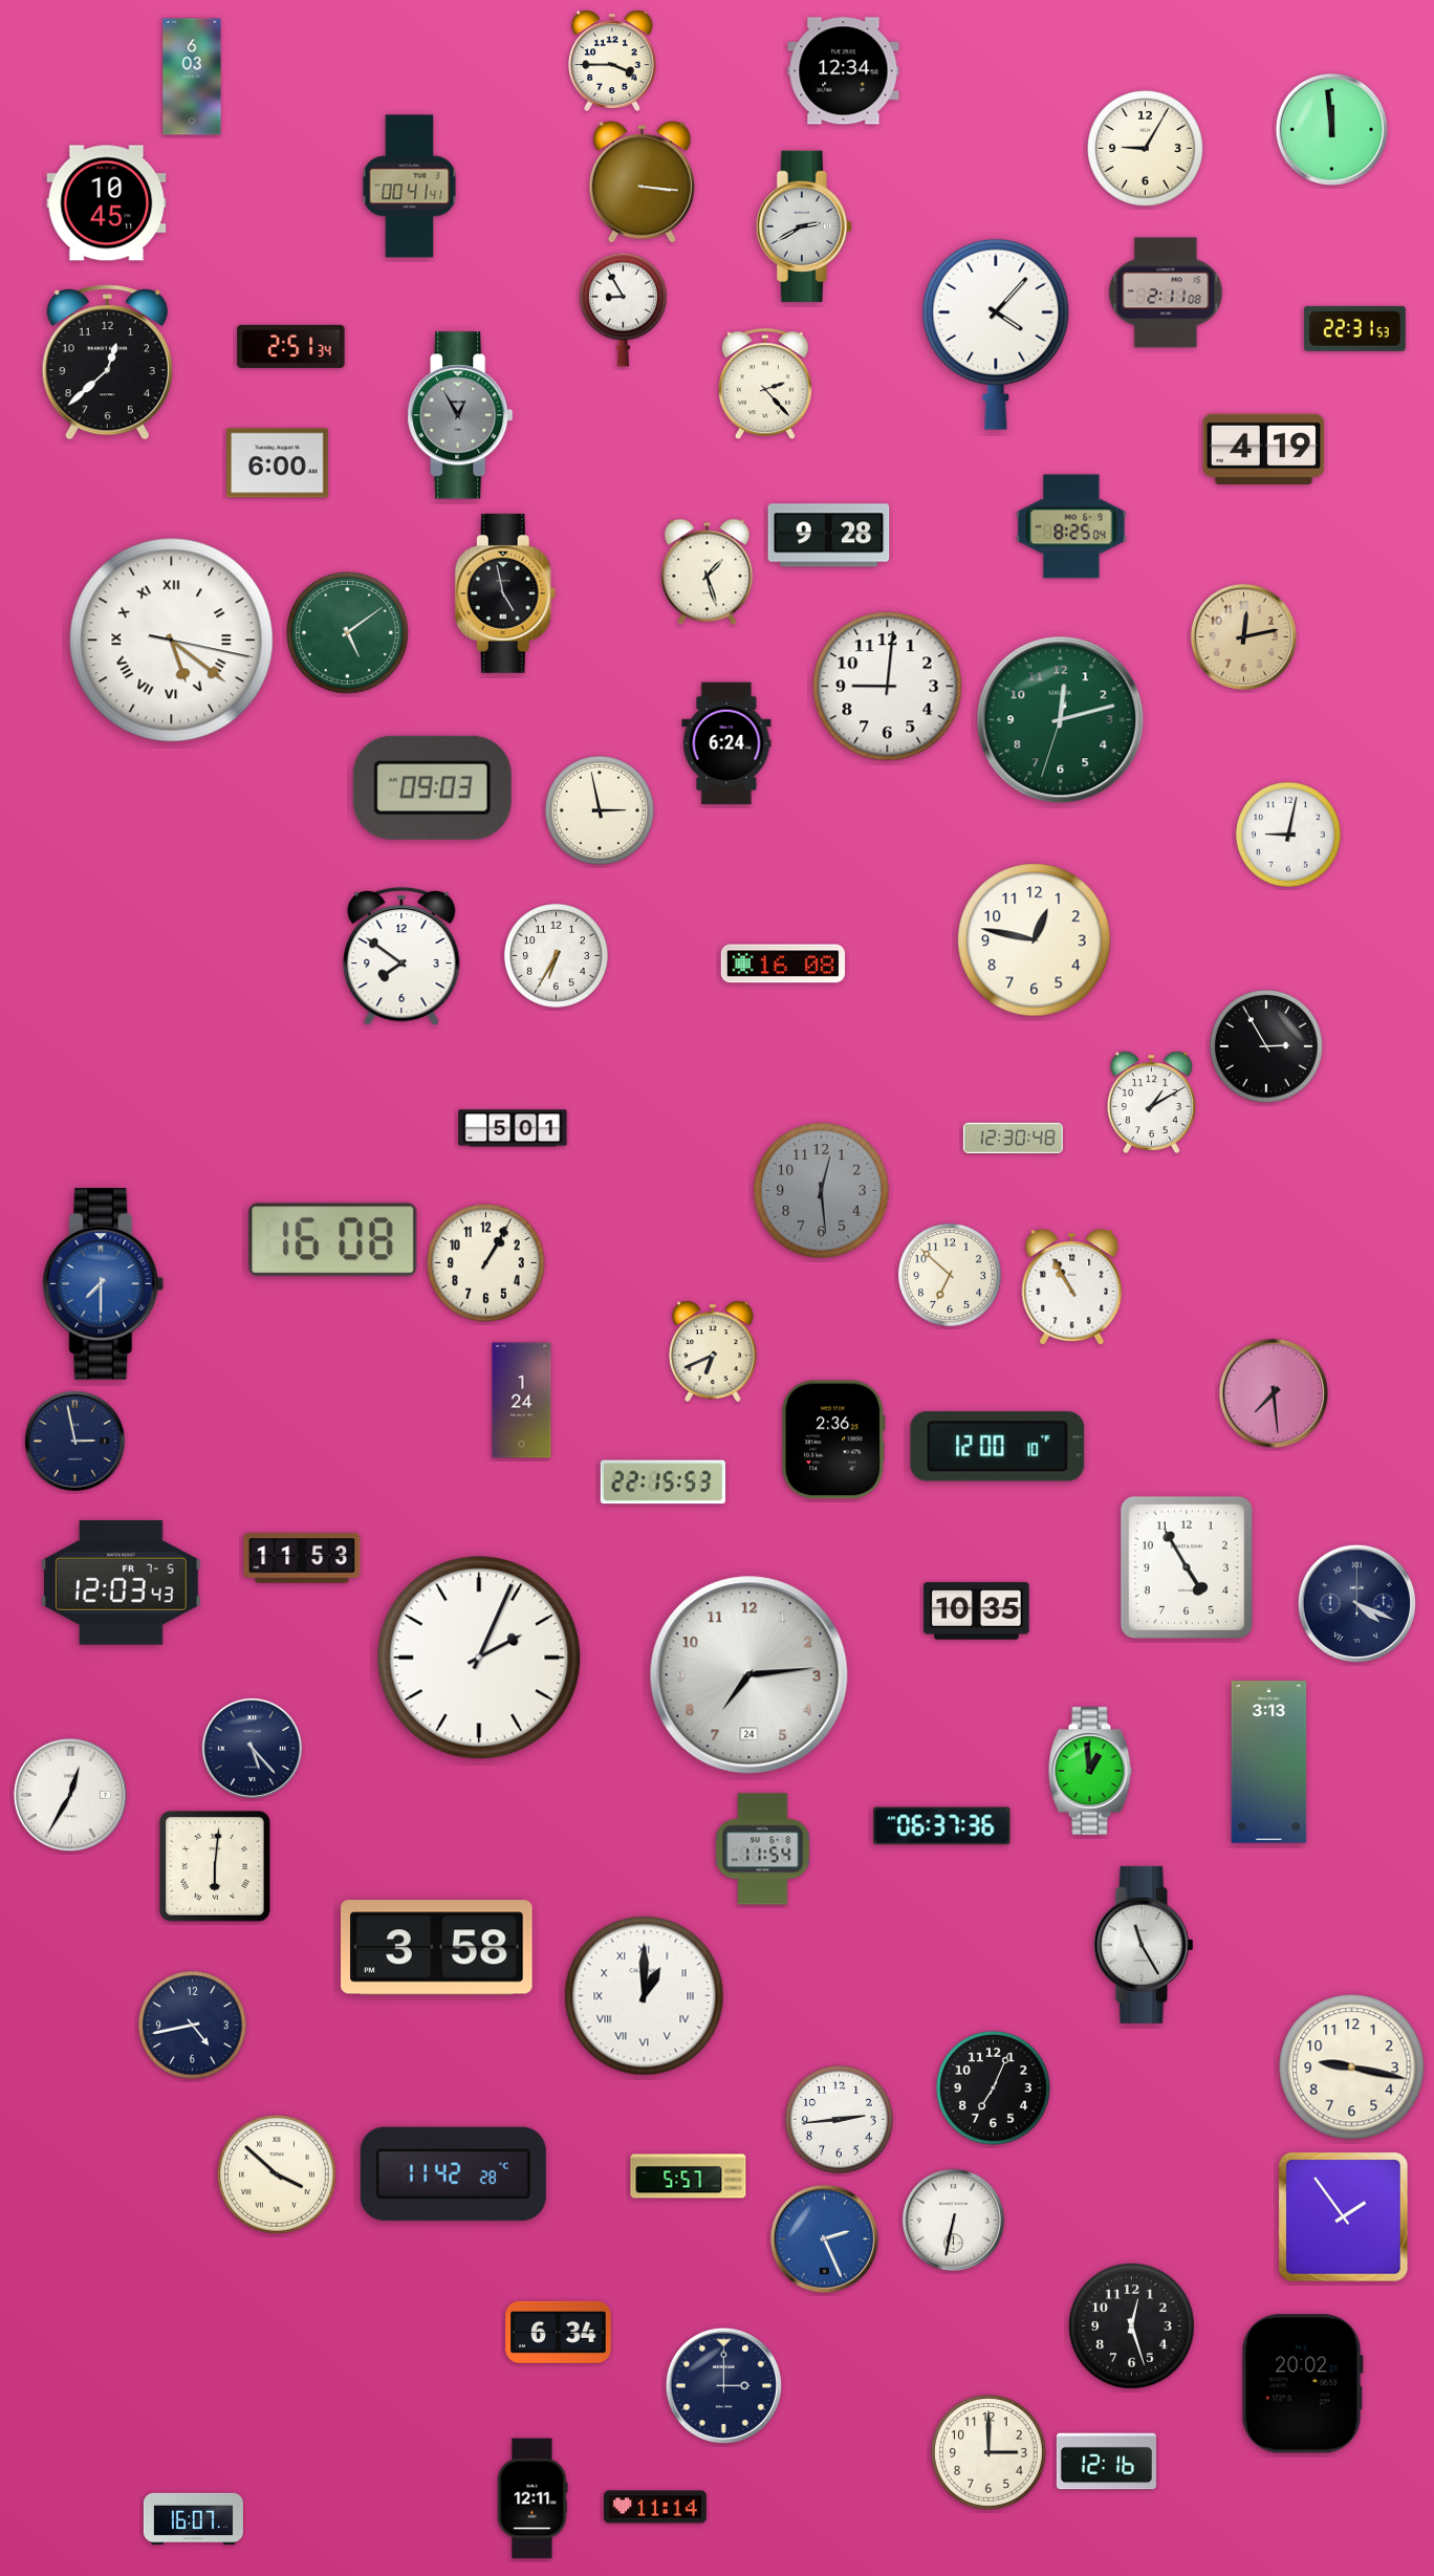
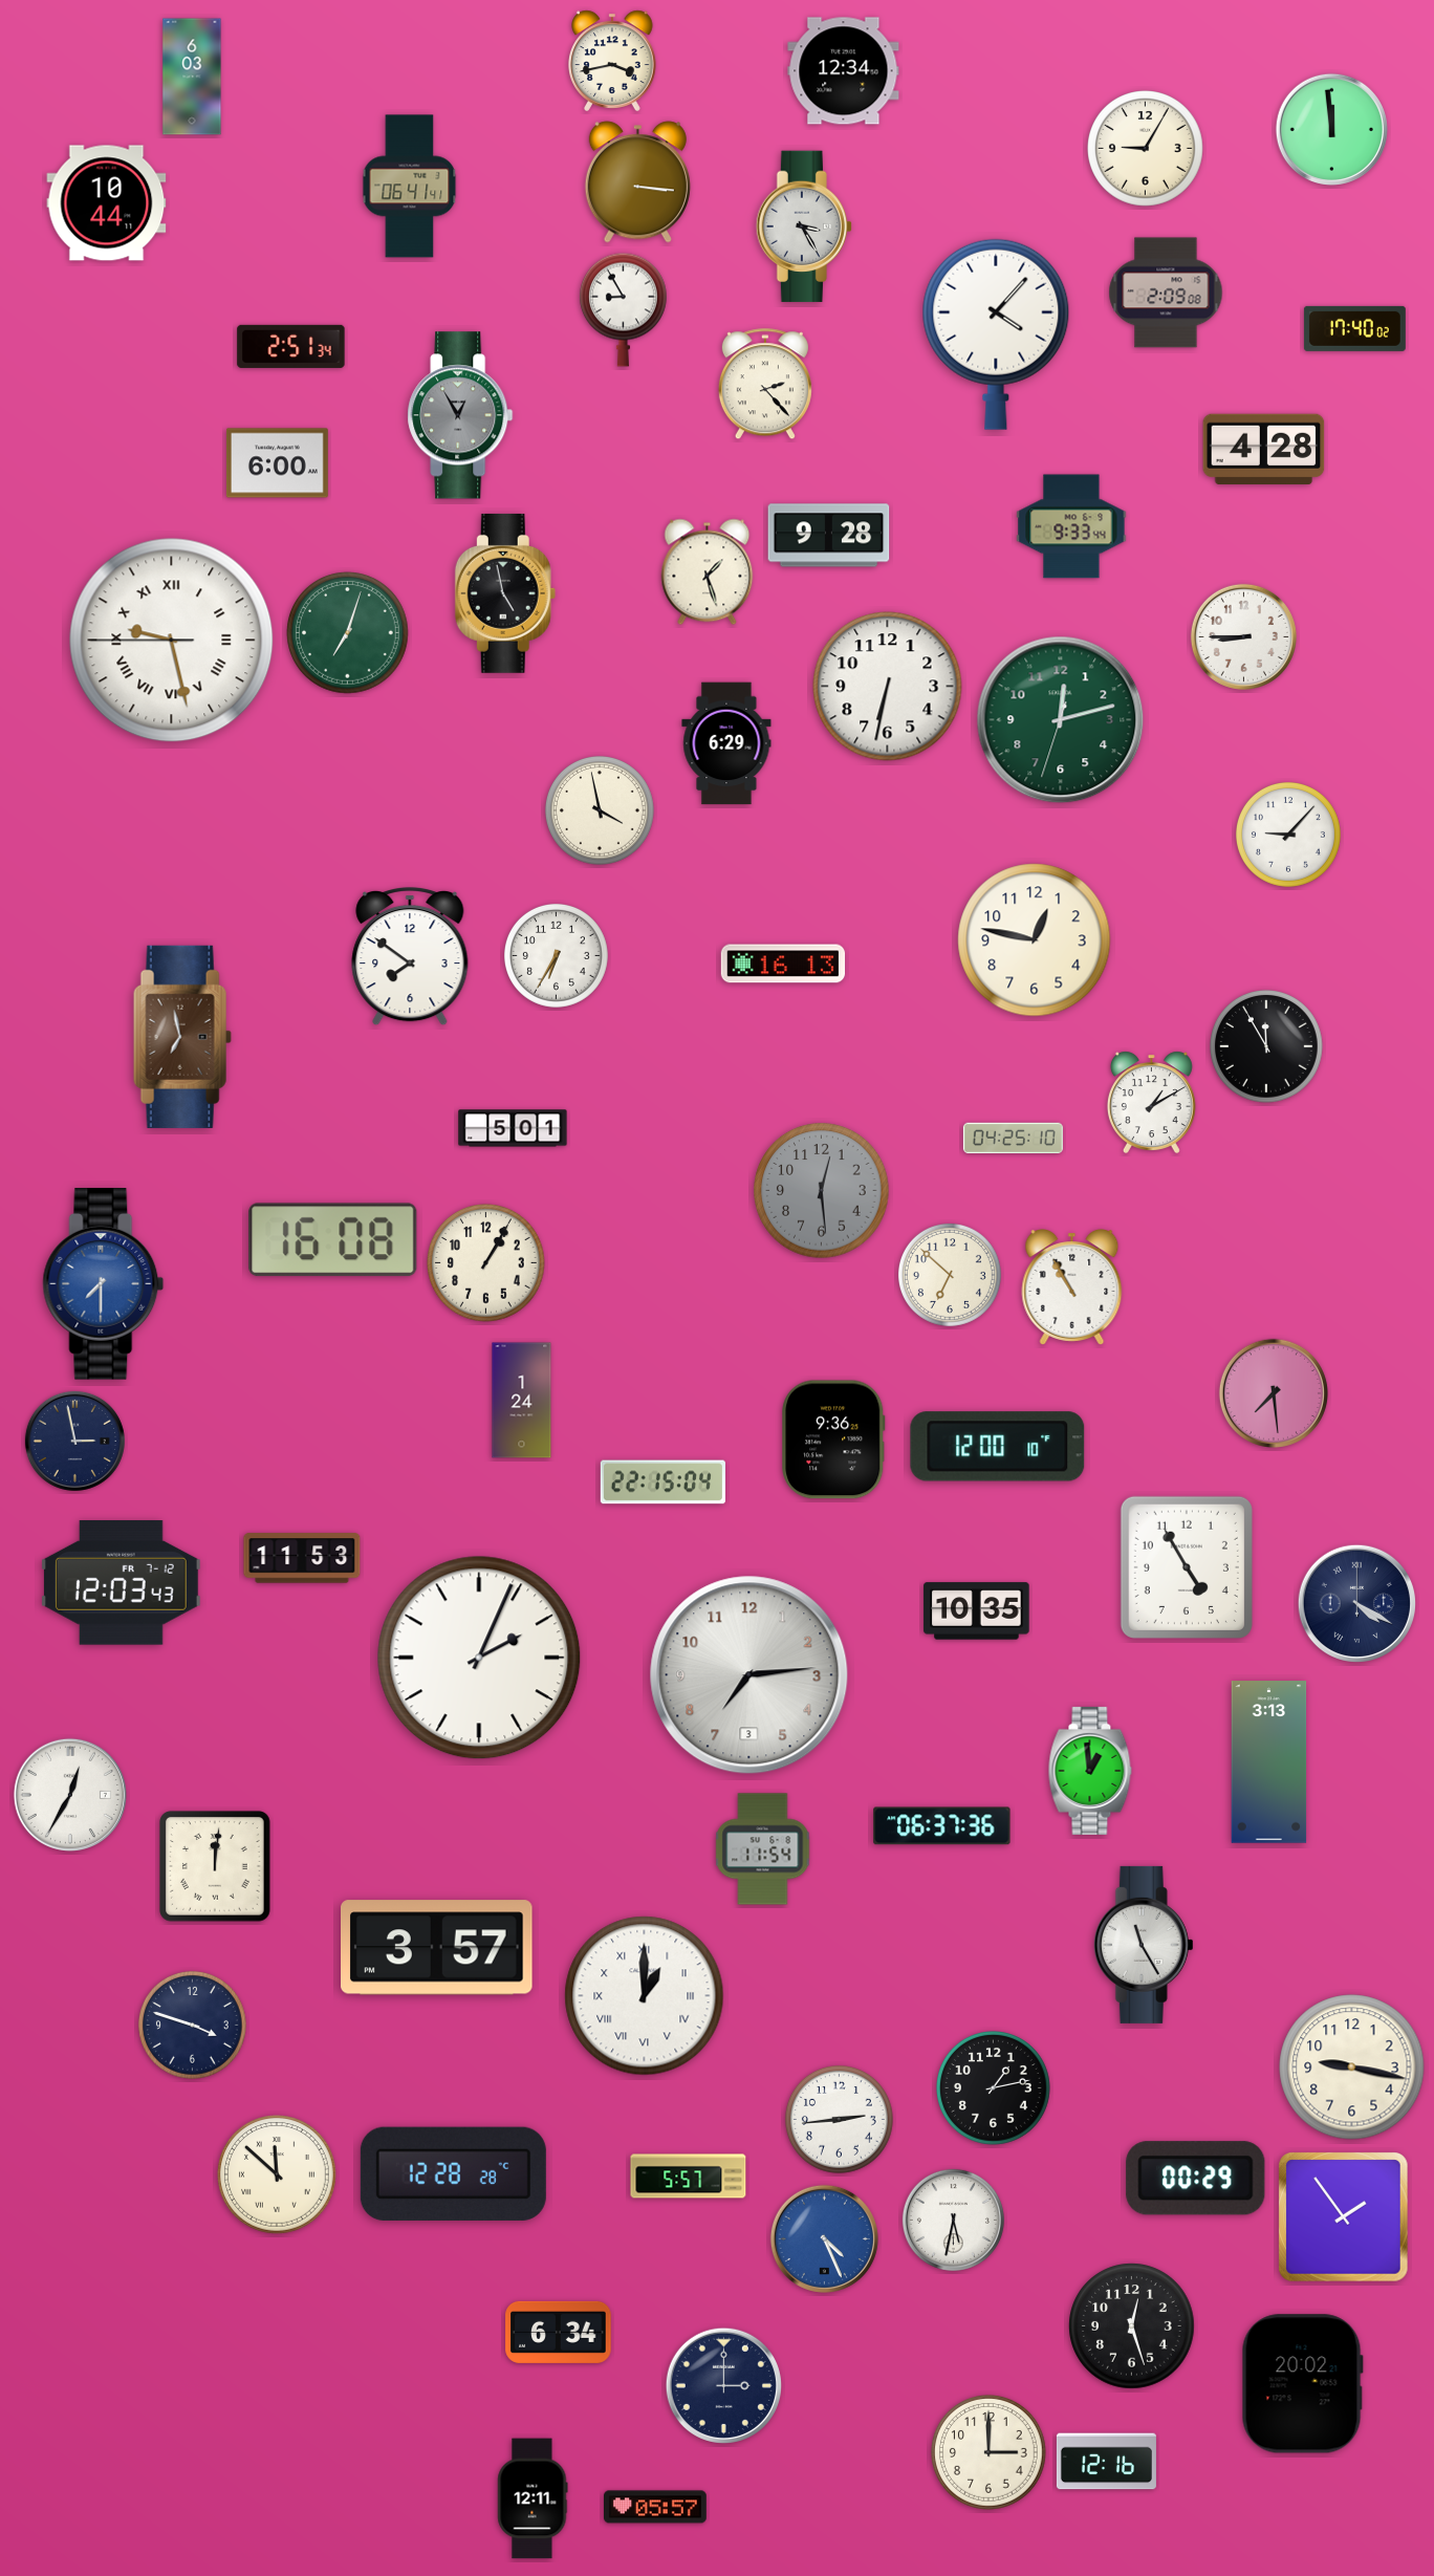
clock at (613, 61): 3:45 -> 3:43
clock at (642, 182) position: (642, 182) -> (637, 182)
clock at (410, 187): 00:41 -> 06:41
clock at (107, 203): 10:45 -> 10:44
clock at (803, 226): 2:40 -> 3:25
clock at (1166, 293): 2:11 -> 2:09
clock at (1354, 328): 22:31 -> 17:40
clock at (107, 363): 12:38 -> none
clock at (1264, 449): 4:19 -> 4:28
clock at (1071, 526): 8:25 -> 9:33
clock at (348, 633): 5:09 -> 7:03
clock at (1243, 636): 12:13 -> 8:45
clock at (1243, 636) dial: champagne -> white
clock at (172, 641): 5:21 -> 9:27
clock at (888, 687): 9:01 -> 6:32
clock at (726, 743): 6:24 -> 6:29
clock at (432, 787): 09:03 -> none
clock at (600, 810): 2:58 -> 3:58
clock at (1288, 835): 9:02 -> 9:07
clock at (401, 956) position: (401, 956) -> (410, 956)
clock at (783, 964): 16:08 -> 16:13
clock at (182, 1037): none -> 6:58
clock at (1267, 1047): 2:55 -> 11:55
clock at (1013, 1138): 12:30 -> 04:25
clock at (714, 1351): 6:41 -> none
clock at (833, 1439): 2:36 -> 9:36
clock at (662, 1482): 22:15:53 -> 22:15:04
clock at (121, 1583) date: FR 7-5 -> FR 7-12
clock at (1356, 1603): 4:19 -> 4:20
clock at (749, 1675) date: 24 -> 3
clock at (252, 1748): 5:23 -> none
clock at (216, 1867): 6:01 -> 12:01
clock at (437, 1948): 3:58 -> 3:57
clock at (192, 2025): 4:43 -> 3:48
clock at (994, 2088): 7:04 -> 1:13
clock at (453, 2173): 11:42 -> 12:28
clock at (277, 2174): 3:52 -> 11:52
clock at (1196, 2179): none -> 00:29
clock at (953, 2220): 6:32 -> 5:32
clock at (824, 2238): 2:26 -> 4:26
clock at (656, 2507): 11:14 -> 05:57
clock at (193, 2519): 16:07 -> none
